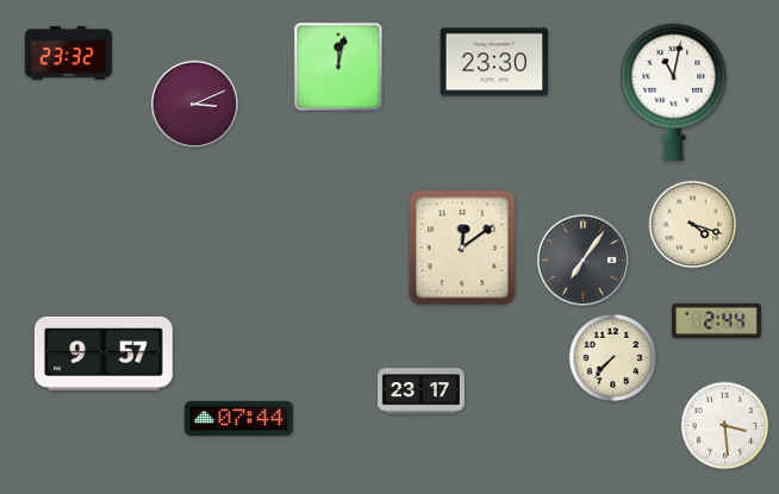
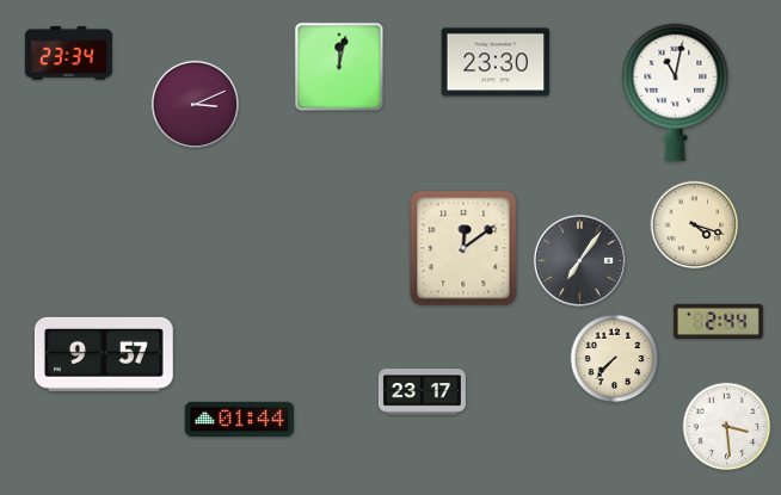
clock at (68, 54): 23:32 -> 23:34
clock at (582, 259) position: (582, 259) -> (579, 260)
clock at (238, 418): 07:44 -> 01:44
